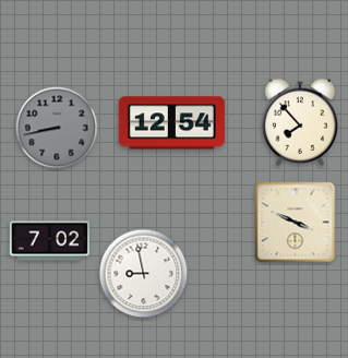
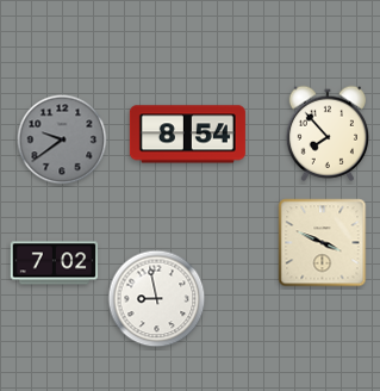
clock at (171, 123): 12:54 -> 8:54
clock at (57, 128): 8:43 -> 9:39
